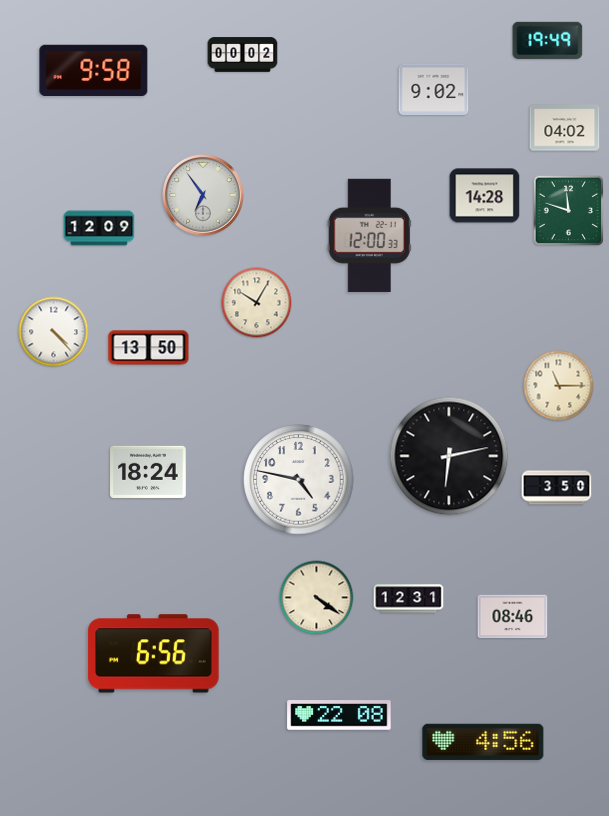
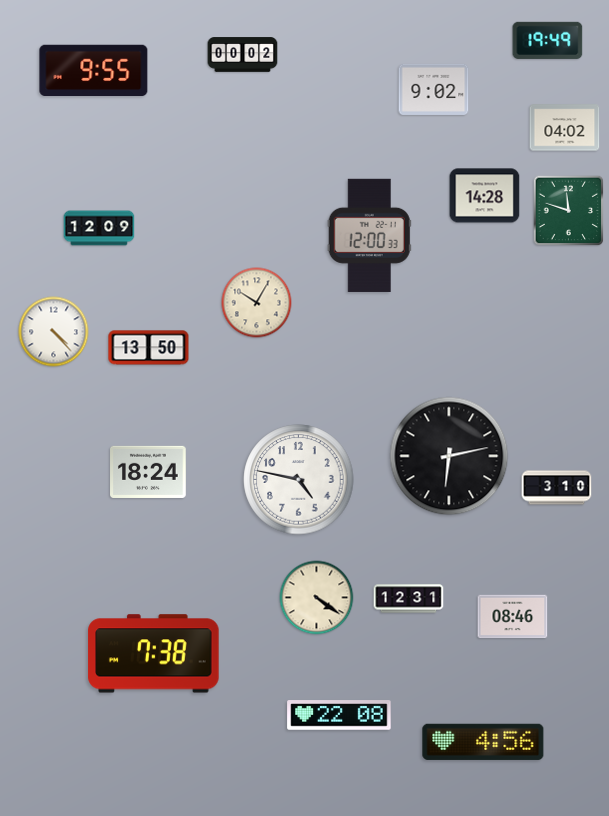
clock at (94, 70): 9:58 -> 9:55
clock at (204, 196): 6:54 -> none
clock at (559, 386): 11:15 -> none
clock at (557, 488): 3:50 -> 3:10
clock at (154, 654): 6:56 -> 7:38
